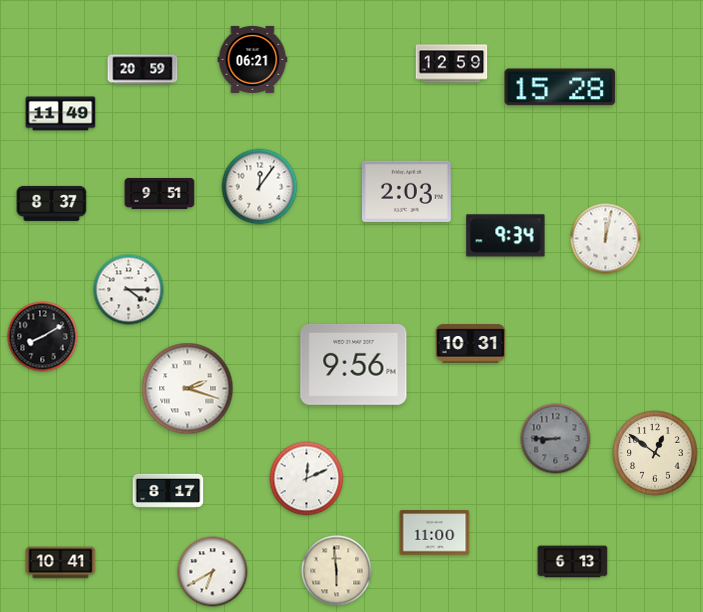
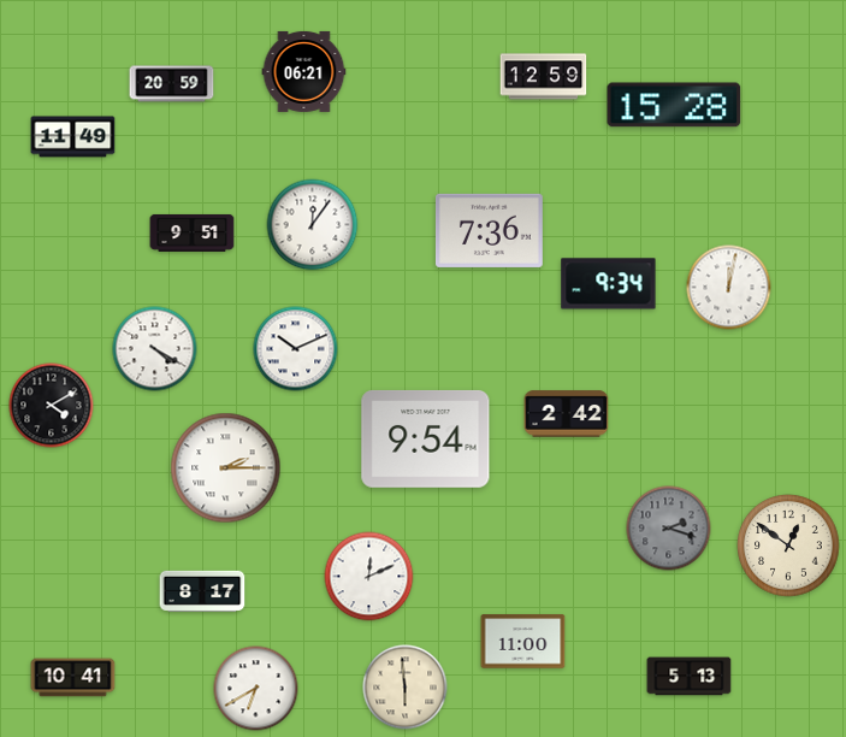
clock at (406, 191): 2:03 -> 7:36
clock at (52, 203): 8:37 -> none
clock at (129, 290): 4:15 -> 4:20
clock at (296, 349): none -> 10:11
clock at (43, 337): 8:10 -> 4:10
clock at (471, 344): 10:31 -> 2:42
clock at (354, 364): 9:56 -> 9:54
clock at (188, 389): 2:18 -> 2:15
clock at (556, 439): 8:45 -> 2:18
clock at (573, 562): 6:13 -> 5:13
